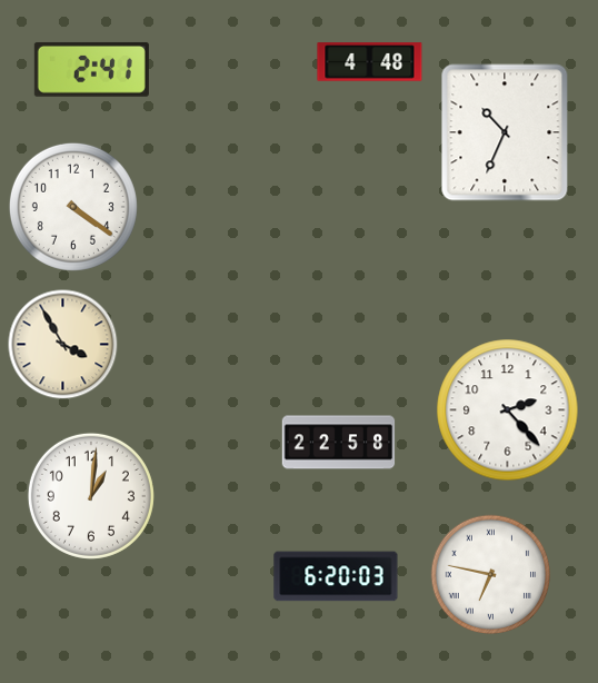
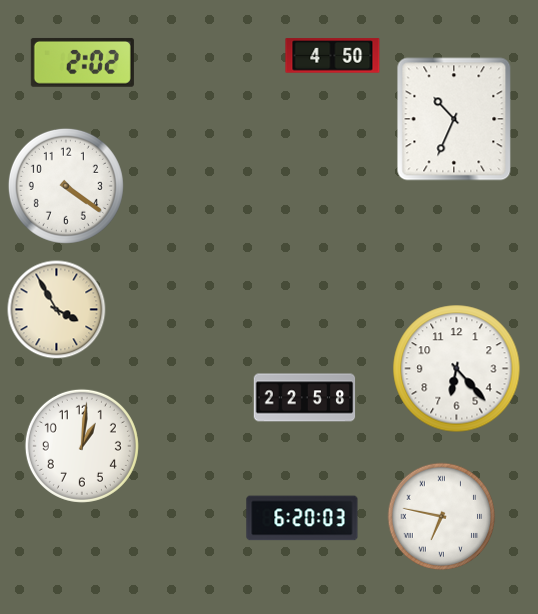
clock at (370, 62): 4:48 -> 4:50
clock at (91, 69): 2:41 -> 2:02
clock at (508, 410): 2:23 -> 6:23
